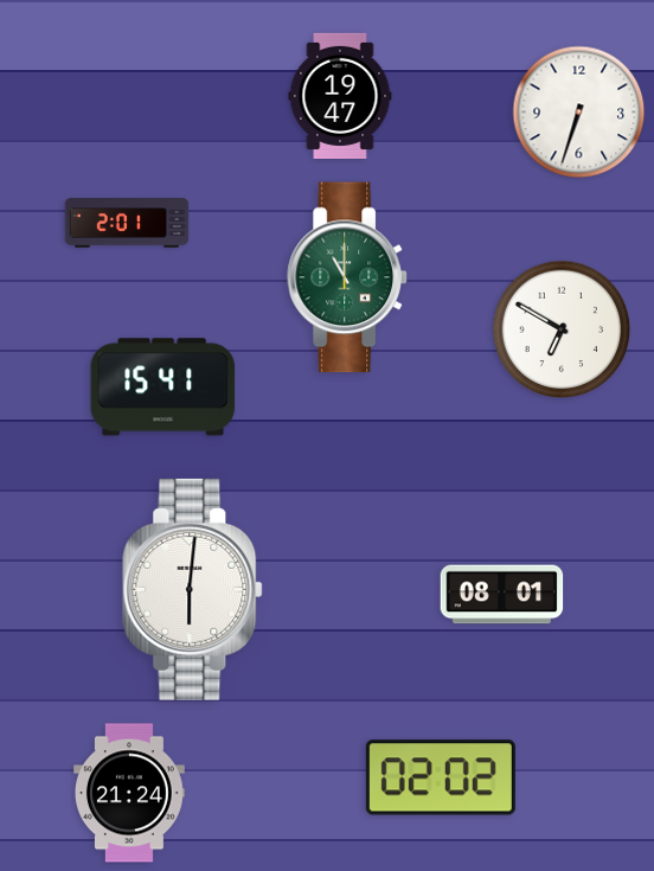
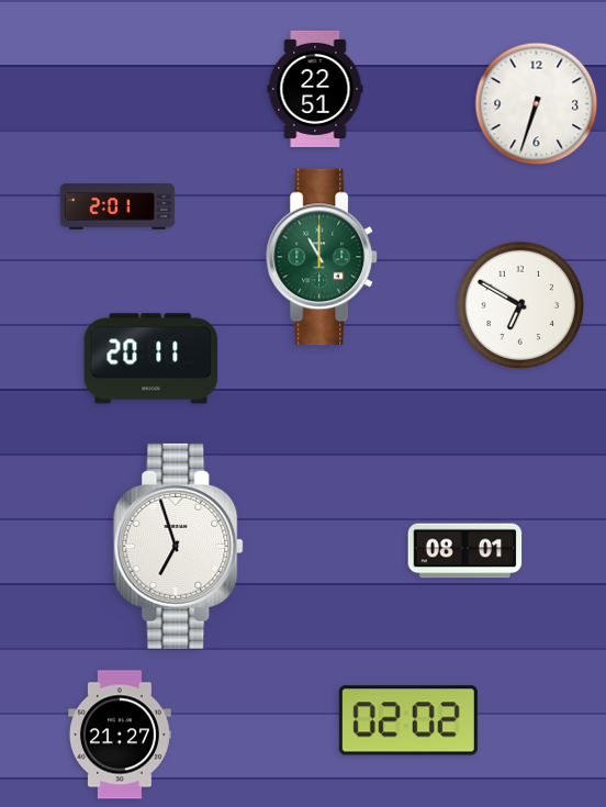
clock at (340, 96): 19:47 -> 22:51
clock at (163, 388): 15:41 -> 20:11
clock at (193, 589): 6:01 -> 6:57
clock at (130, 793): 21:24 -> 21:27
